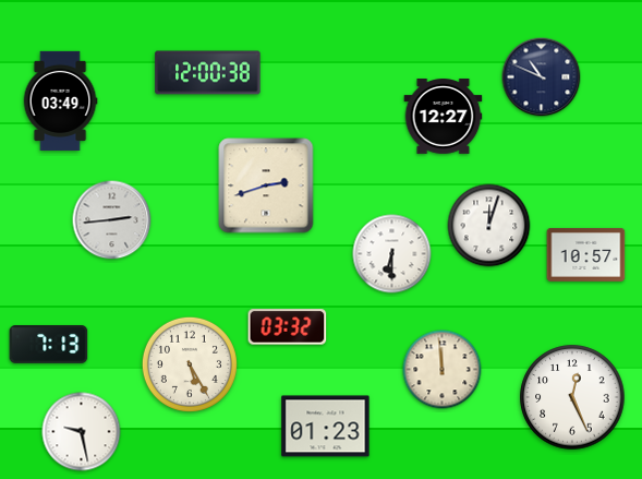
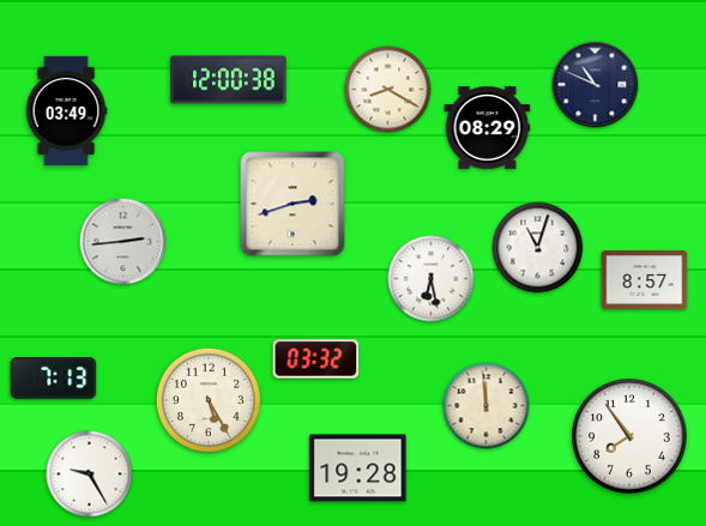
clock at (388, 90): none -> 8:20
clock at (444, 117): 12:27 -> 08:29
clock at (489, 226): 12:03 -> 11:03
clock at (392, 254): 6:30 -> 6:28
clock at (586, 254): 10:57 -> 8:57
clock at (572, 397): 12:26 -> 7:54
clock at (326, 427): 01:23 -> 19:28
clock at (82, 432): 9:28 -> 9:25
